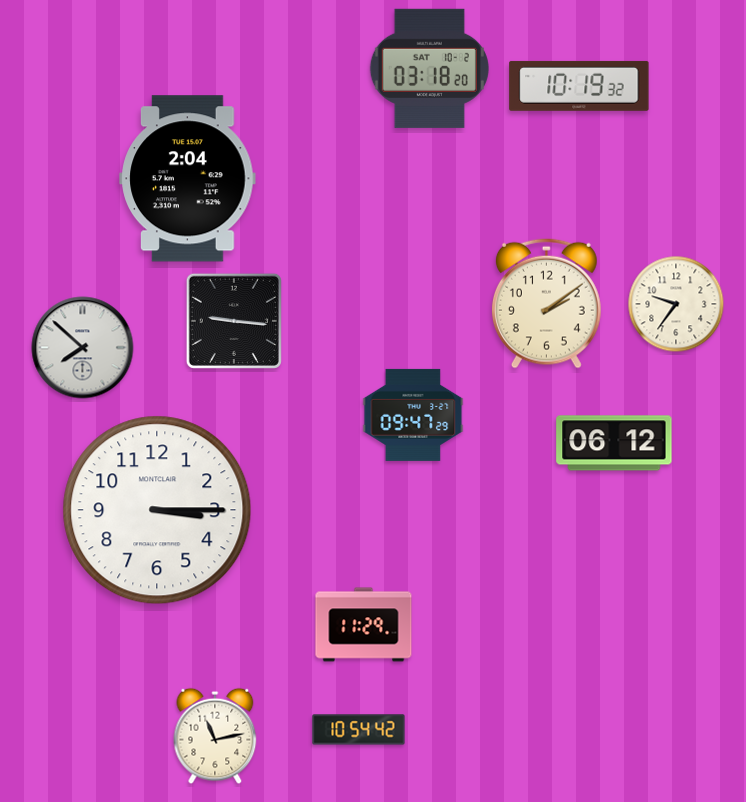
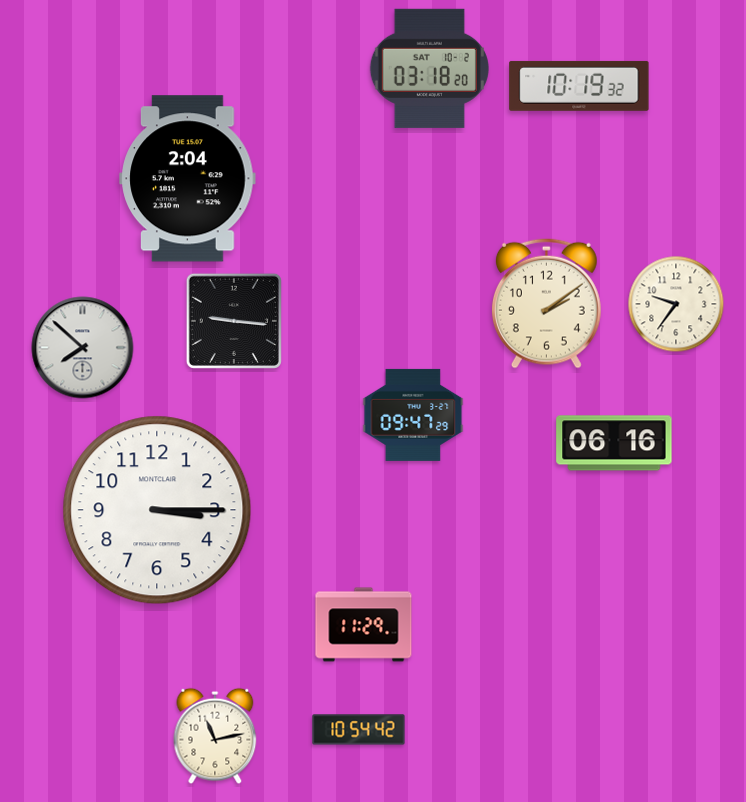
clock at (614, 443): 06:12 -> 06:16
